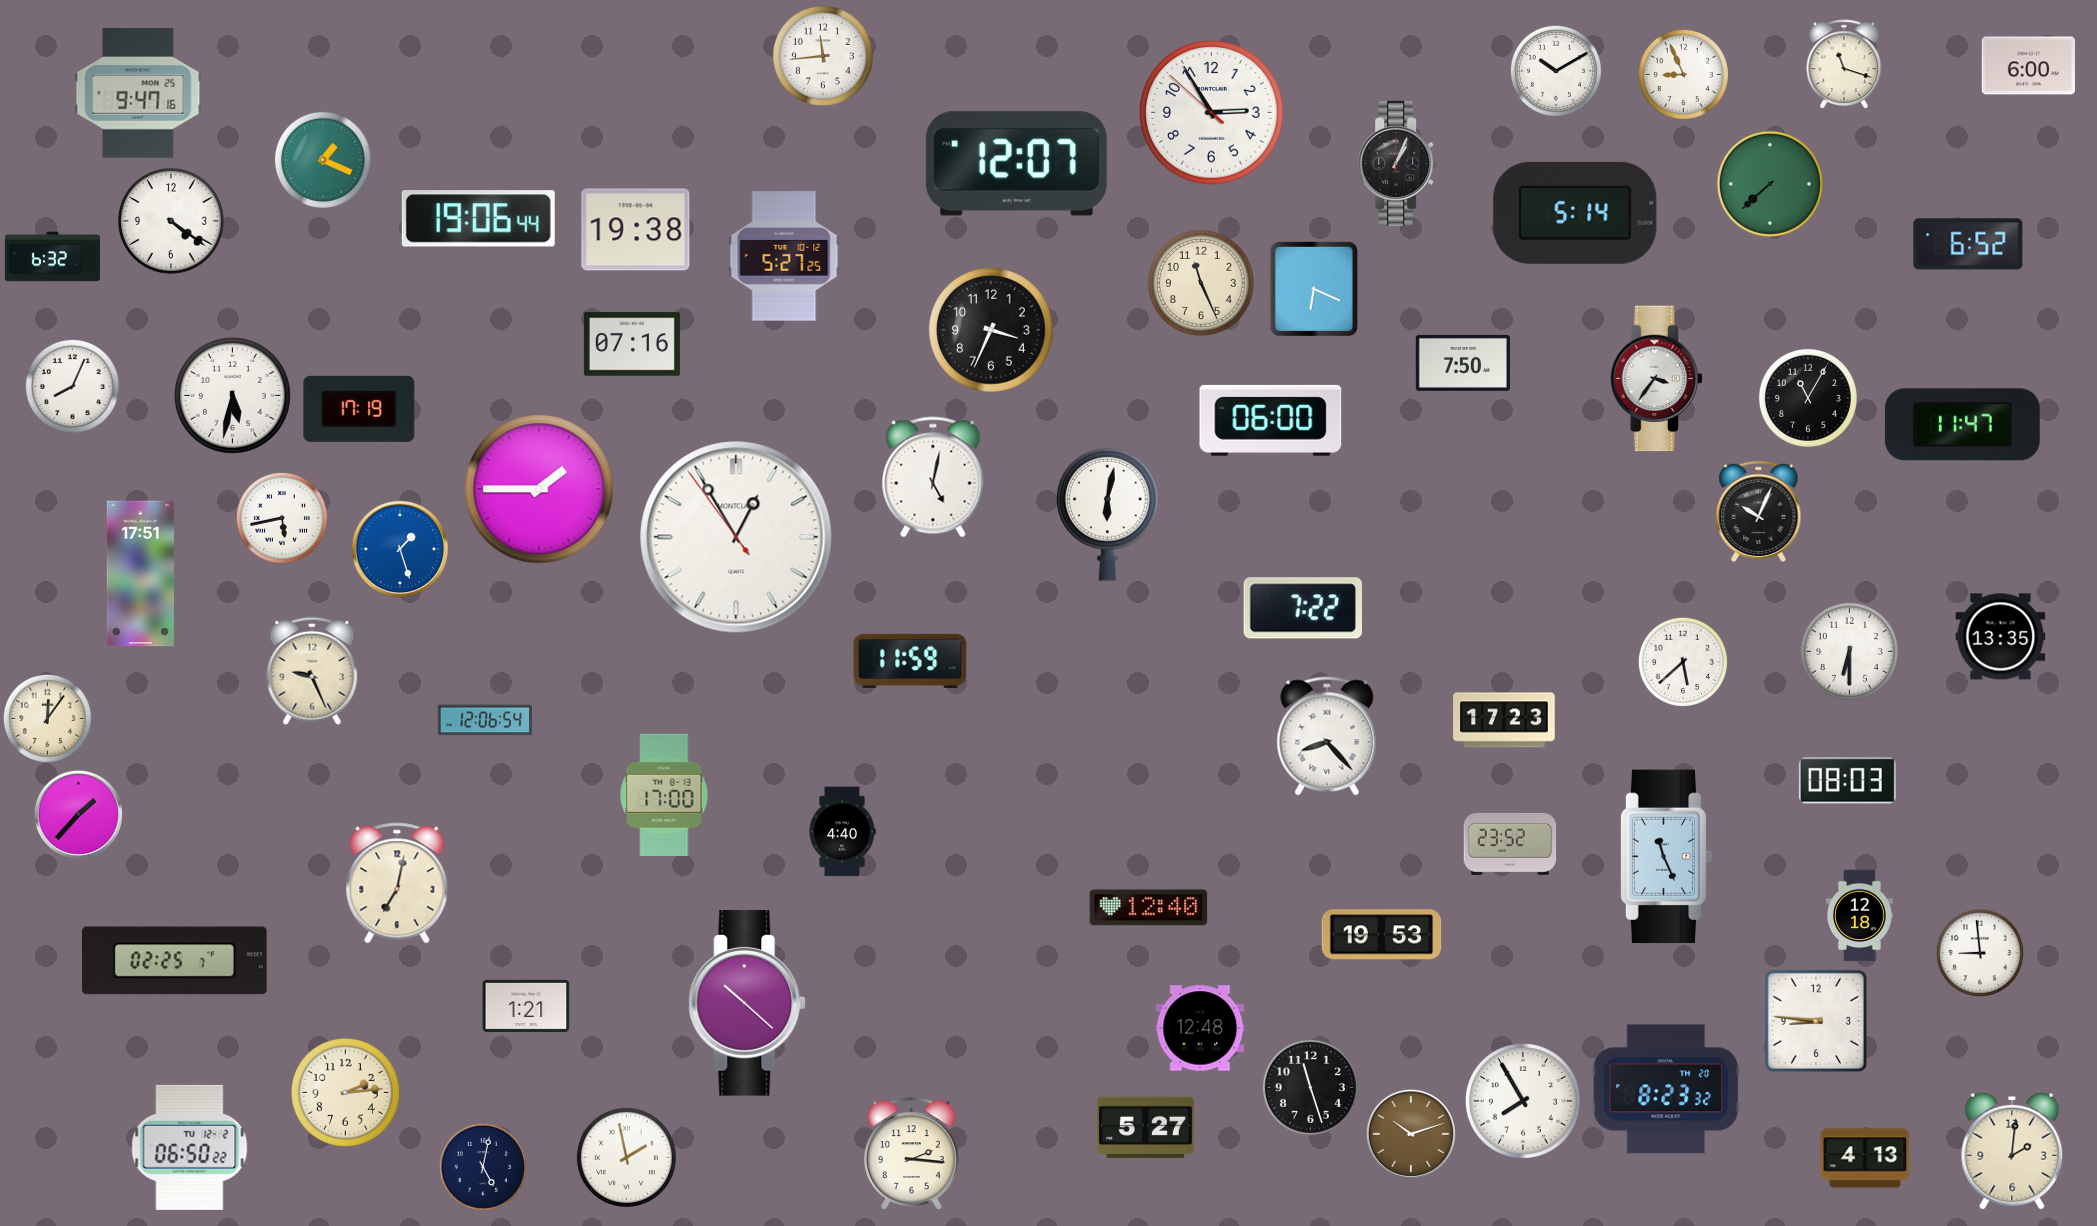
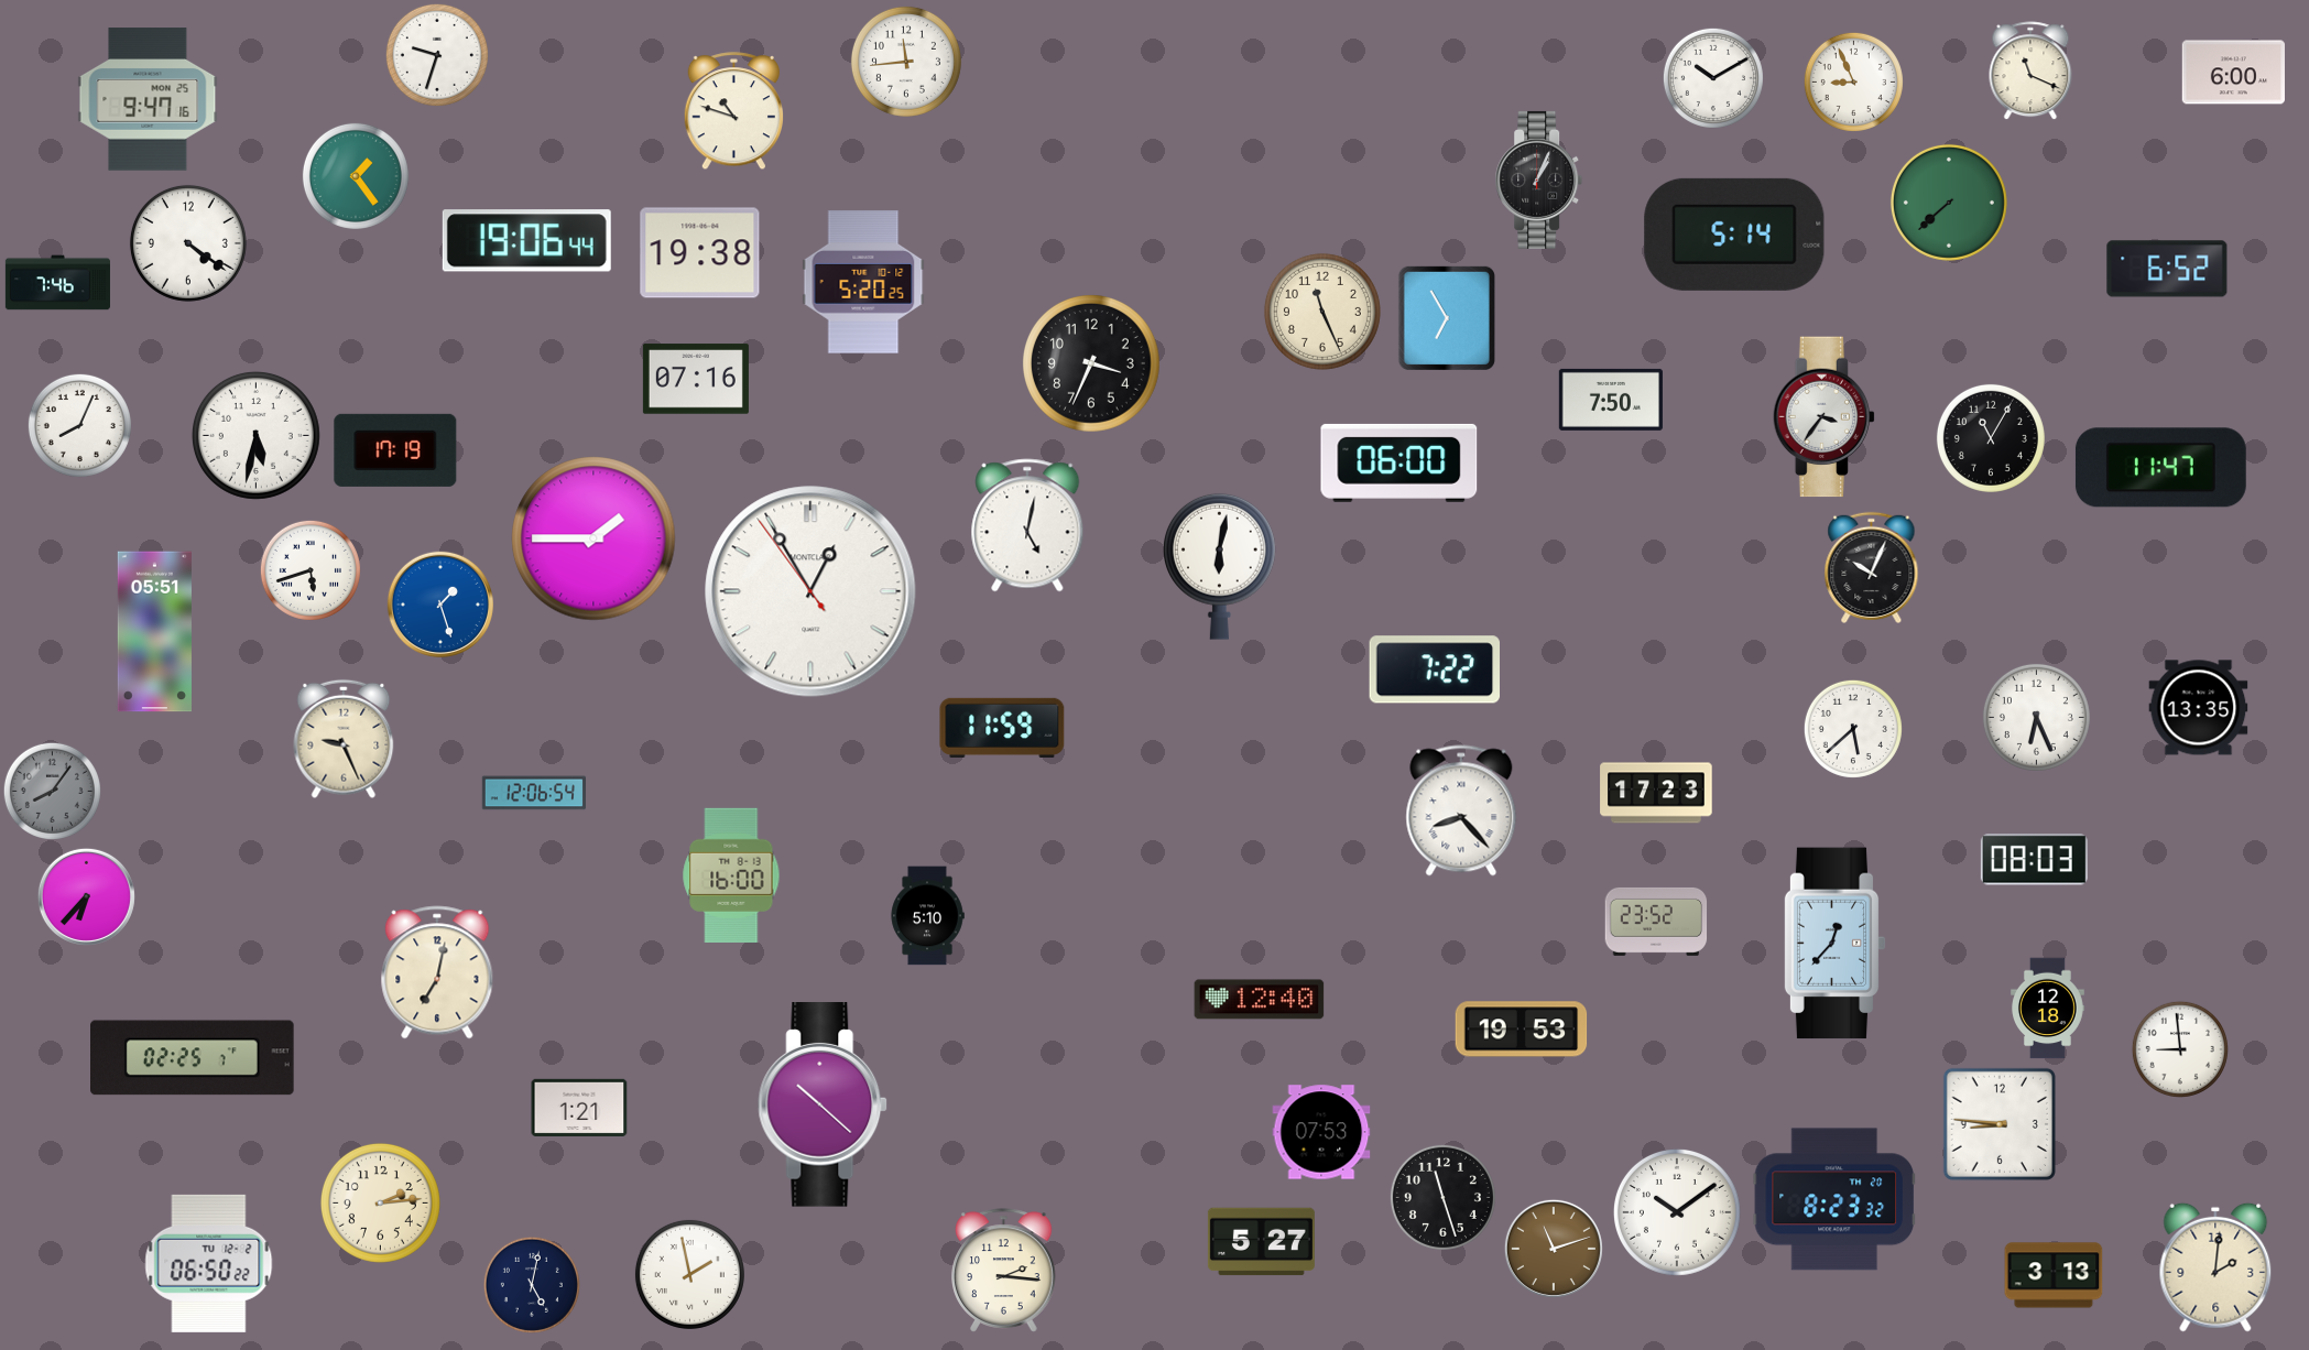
clock at (437, 55): none -> 9:33
clock at (1844, 65): 11:18 -> 11:19
clock at (138, 93) position: (138, 93) -> (148, 99)
clock at (733, 111): none -> 10:48
clock at (1212, 113): 2:54 -> none
clock at (323, 160): 1:19 -> 1:24
clock at (1016, 164): 12:07 -> none
clock at (784, 256): 5:27 -> 5:20
clock at (52, 257): 6:32 -> 7:46
clock at (1314, 289): 6:19 -> 6:55
clock at (1759, 511) position: (1759, 511) -> (1872, 567)
clock at (282, 518): 5:43 -> 5:42
clock at (140, 574): 17:51 -> 05:51
clock at (2001, 637) position: (2001, 637) -> (2199, 708)
clock at (1849, 651): 6:30 -> 6:26
clock at (47, 718): 12:06 -> 8:06
clock at (47, 718) dial: cream -> grey
clock at (664, 795): 17:00 -> 16:00
clock at (78, 814): 1:37 -> 6:37
clock at (842, 832): 4:40 -> 5:10
clock at (1510, 844) position: (1510, 844) -> (1656, 922)
clock at (1666, 857): 11:26 -> 12:37
clock at (1149, 908) position: (1149, 908) -> (1260, 1000)
clock at (1200, 1028): 12:48 -> 07:53
clock at (1523, 1101): 7:55 -> 10:09
clock at (1411, 1134): 10:12 -> 11:12
clock at (1865, 1158): 4:13 -> 3:13
